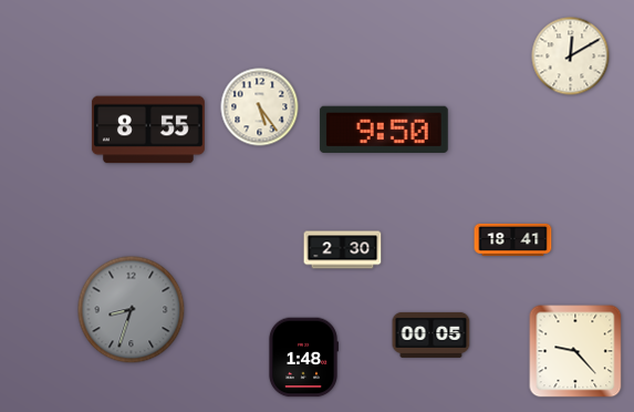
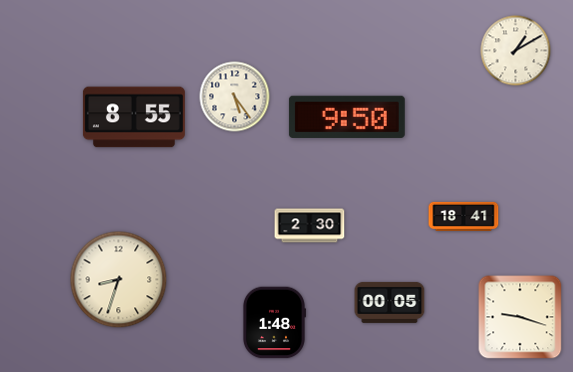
clock at (571, 56): 12:10 -> 1:10
clock at (132, 310) dial: grey -> cream
clock at (575, 351): 9:23 -> 9:18
